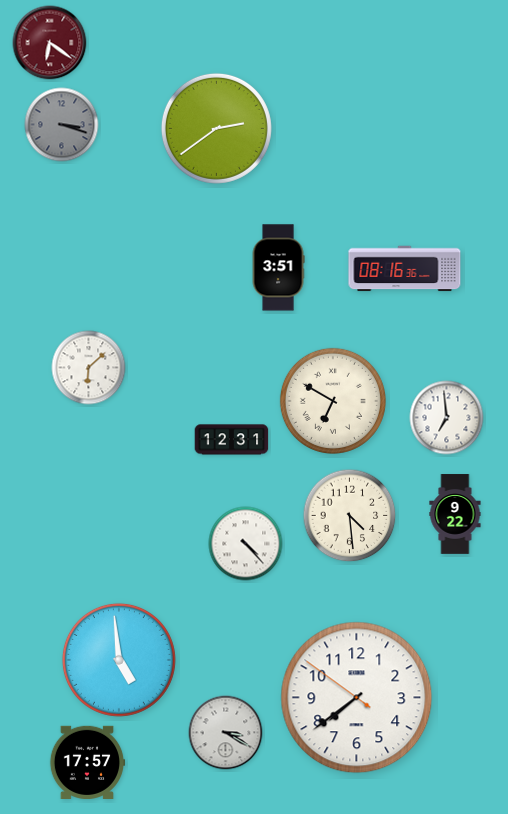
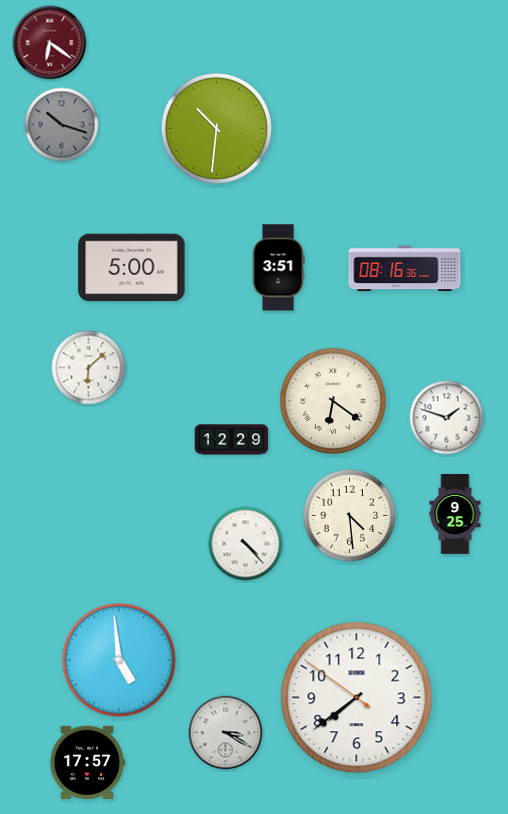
clock at (62, 125): 3:18 -> 10:18
clock at (216, 128): 2:39 -> 10:31
clock at (132, 268): none -> 5:00
clock at (333, 401): 6:50 -> 6:21
clock at (447, 418): 6:59 -> 1:48
clock at (232, 440): 12:31 -> 12:29
clock at (455, 514): 9:22 -> 9:25
